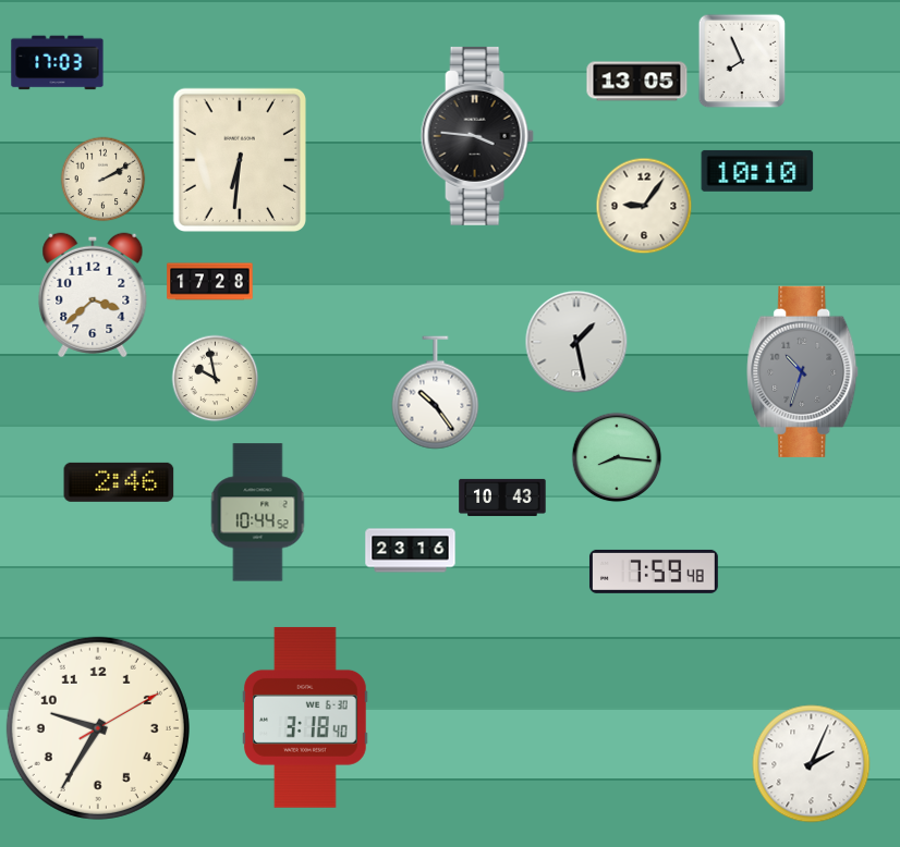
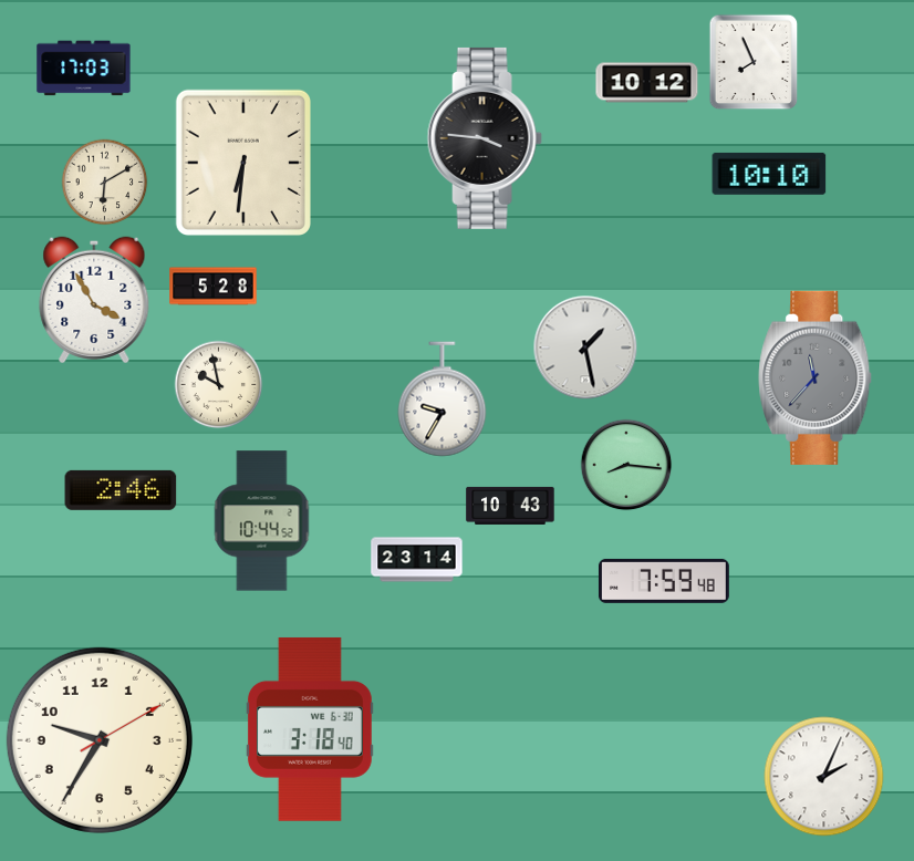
clock at (58, 63) position: (58, 63) -> (84, 69)
clock at (637, 82): 13:05 -> 10:12
clock at (102, 179): 2:10 -> 6:10
clock at (644, 206): 9:06 -> none
clock at (210, 282): 17:28 -> 5:28
clock at (93, 295): 3:38 -> 3:55
clock at (803, 371): 10:33 -> 11:37
clock at (436, 393): 10:24 -> 9:35
clock at (411, 551): 23:16 -> 23:14
